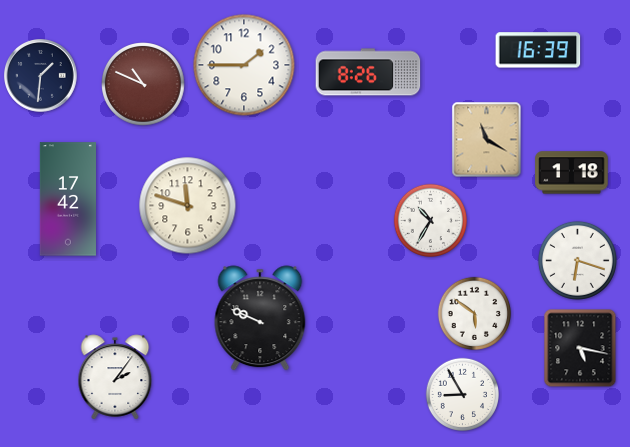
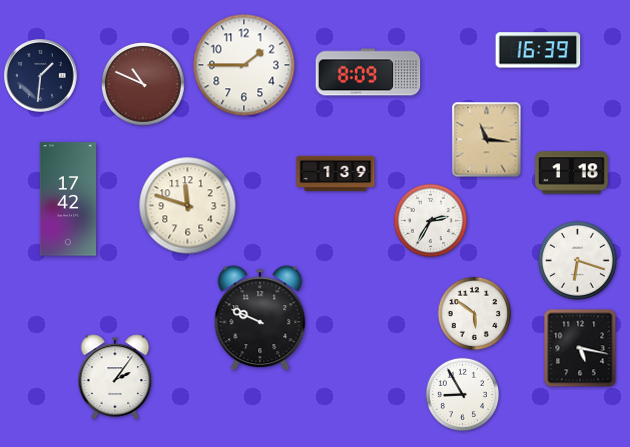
clock at (368, 72): 8:26 -> 8:09
clock at (487, 140): 11:20 -> 11:16
clock at (336, 174): none -> 1:39
clock at (430, 220): 10:35 -> 2:35
